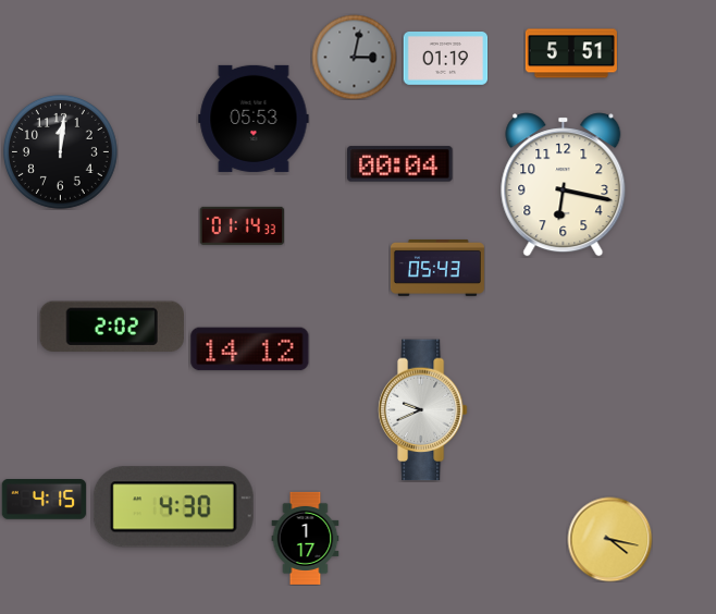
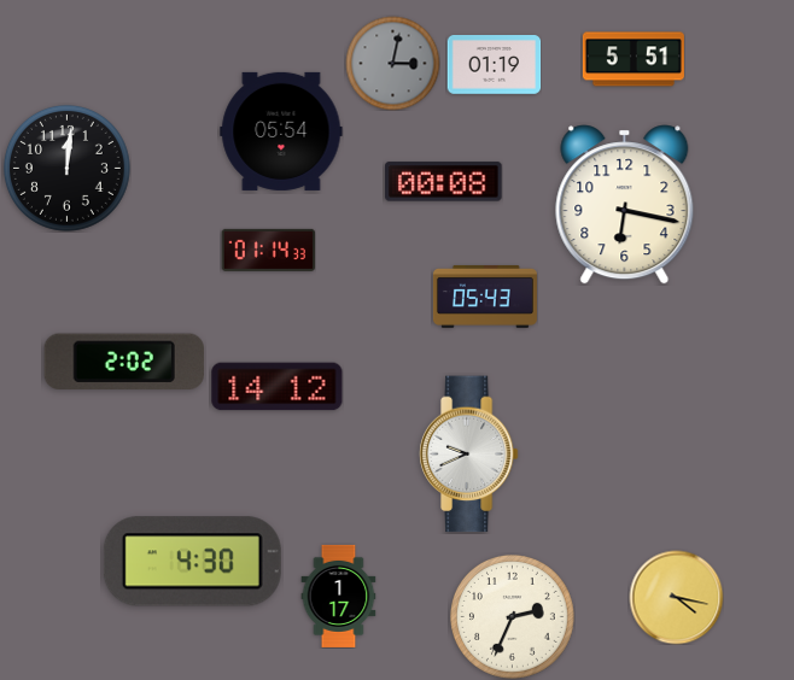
clock at (254, 119): 05:53 -> 05:54
clock at (400, 164): 00:04 -> 00:08
clock at (44, 500): 4:15 -> none
clock at (513, 617): none -> 2:34
